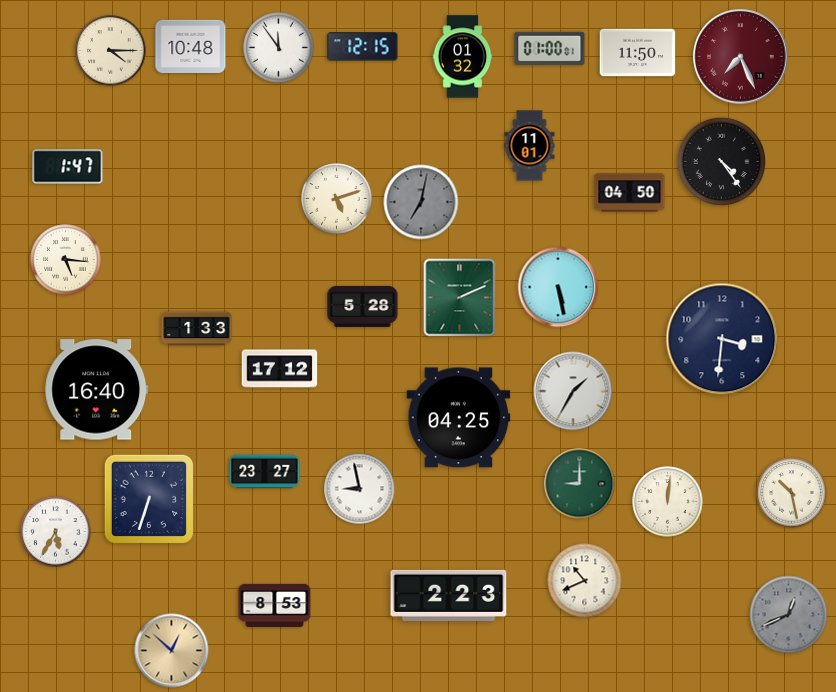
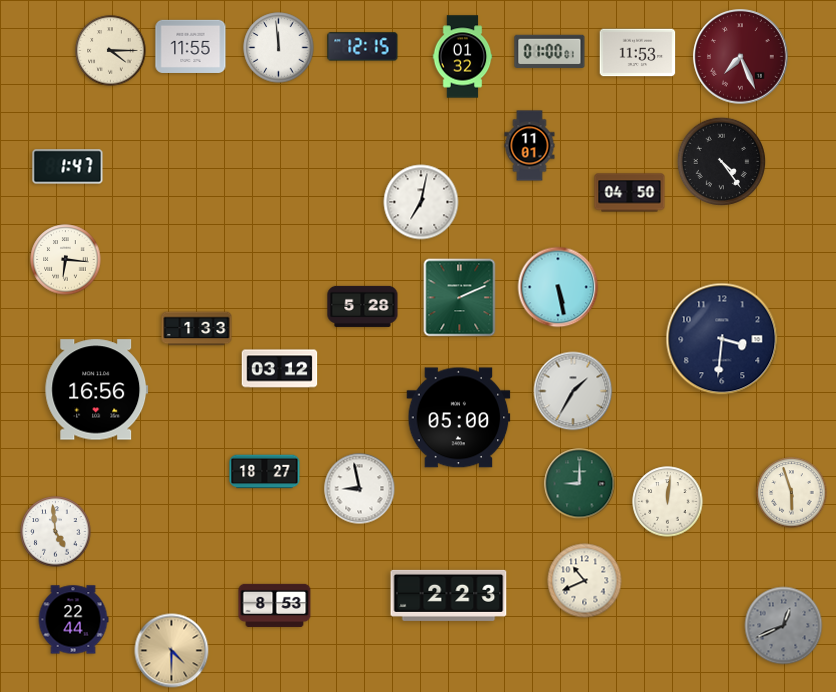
clock at (191, 46): 10:48 -> 11:55
clock at (279, 48): 11:54 -> 11:59
clock at (550, 48) position: (550, 48) -> (550, 51)
clock at (638, 53): 11:50 -> 11:53
clock at (337, 199): 5:12 -> none
clock at (421, 202) dial: grey -> white
clock at (66, 260): 5:16 -> 6:16
clock at (280, 369): 17:12 -> 03:12
clock at (97, 390): 16:40 -> 16:56
clock at (459, 418): 04:25 -> 05:00
clock at (265, 472): 23:27 -> 18:27
clock at (792, 493): 10:28 -> 5:57
clock at (148, 498): 6:33 -> none
clock at (56, 532): 5:35 -> 4:59
clock at (789, 615) position: (789, 615) -> (784, 626)
clock at (73, 620): none -> 22:44
clock at (172, 651): 12:52 -> 4:30
